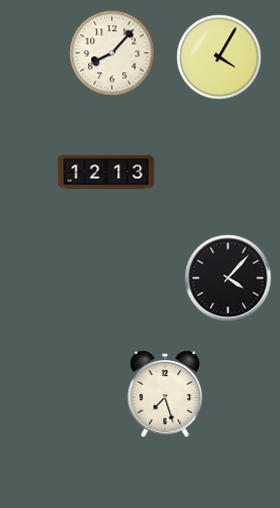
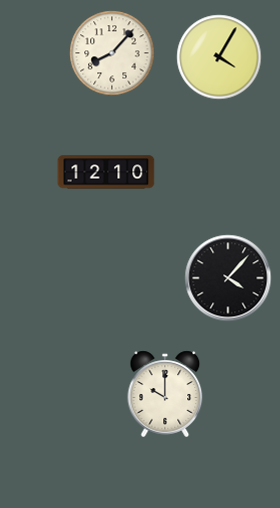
clock at (106, 172): 12:13 -> 12:10
clock at (165, 394): 7:27 -> 10:00
